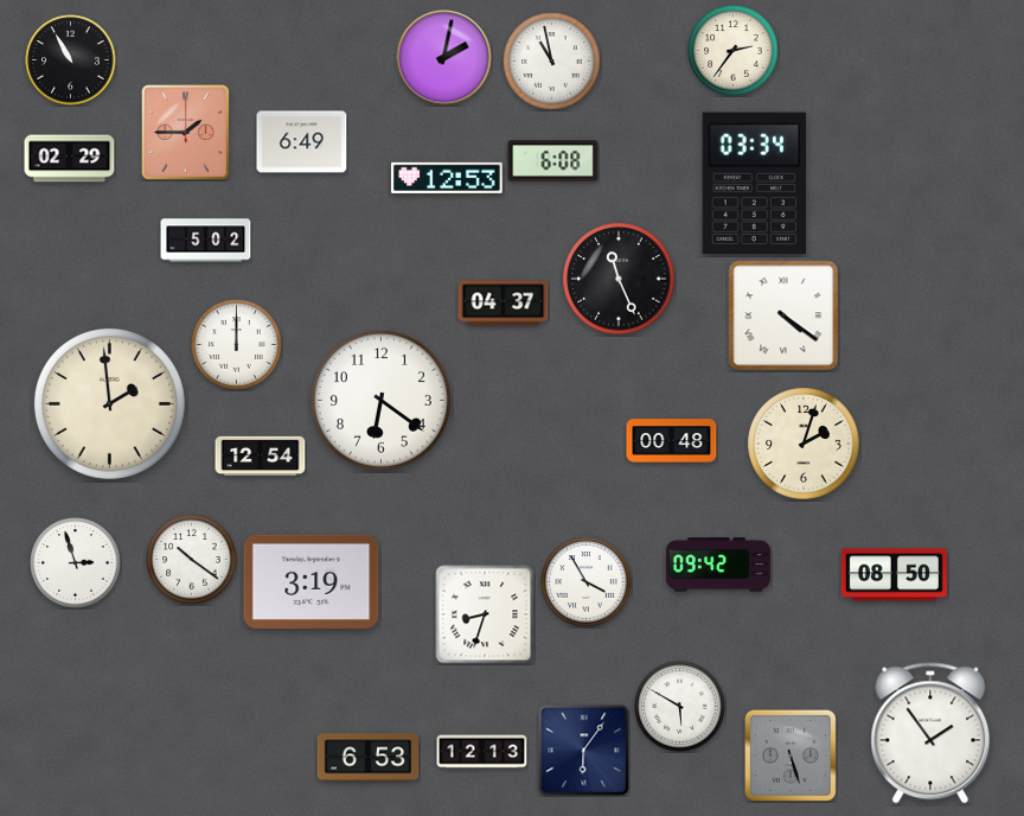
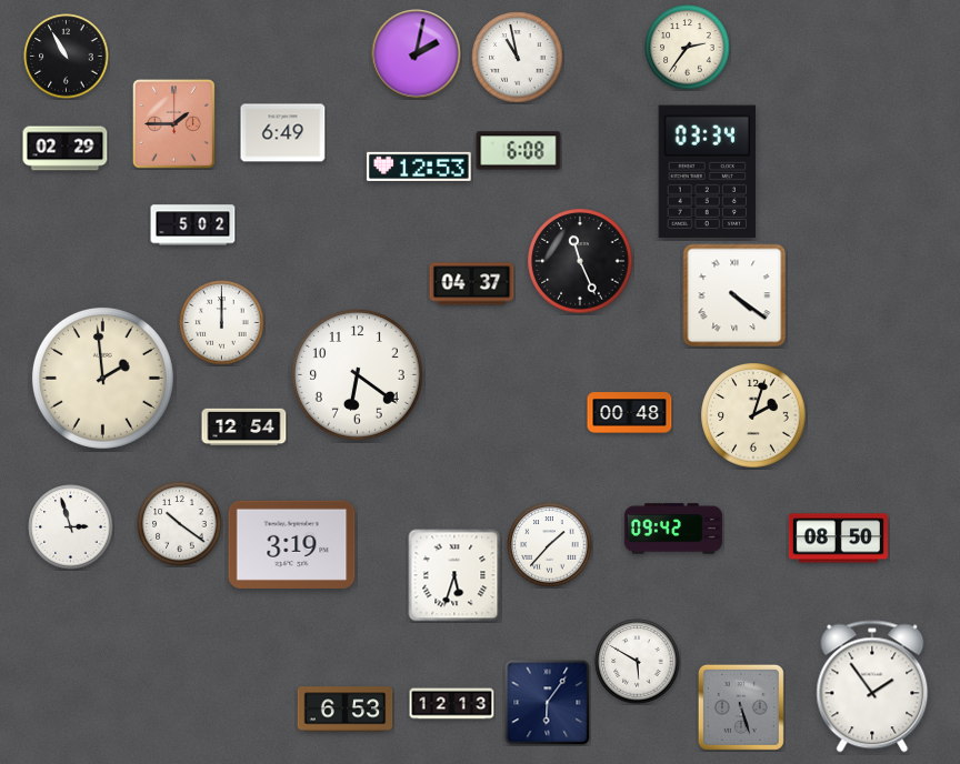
clock at (587, 582): 3:55 -> 1:37
clock at (485, 614): 8:33 -> 5:33
